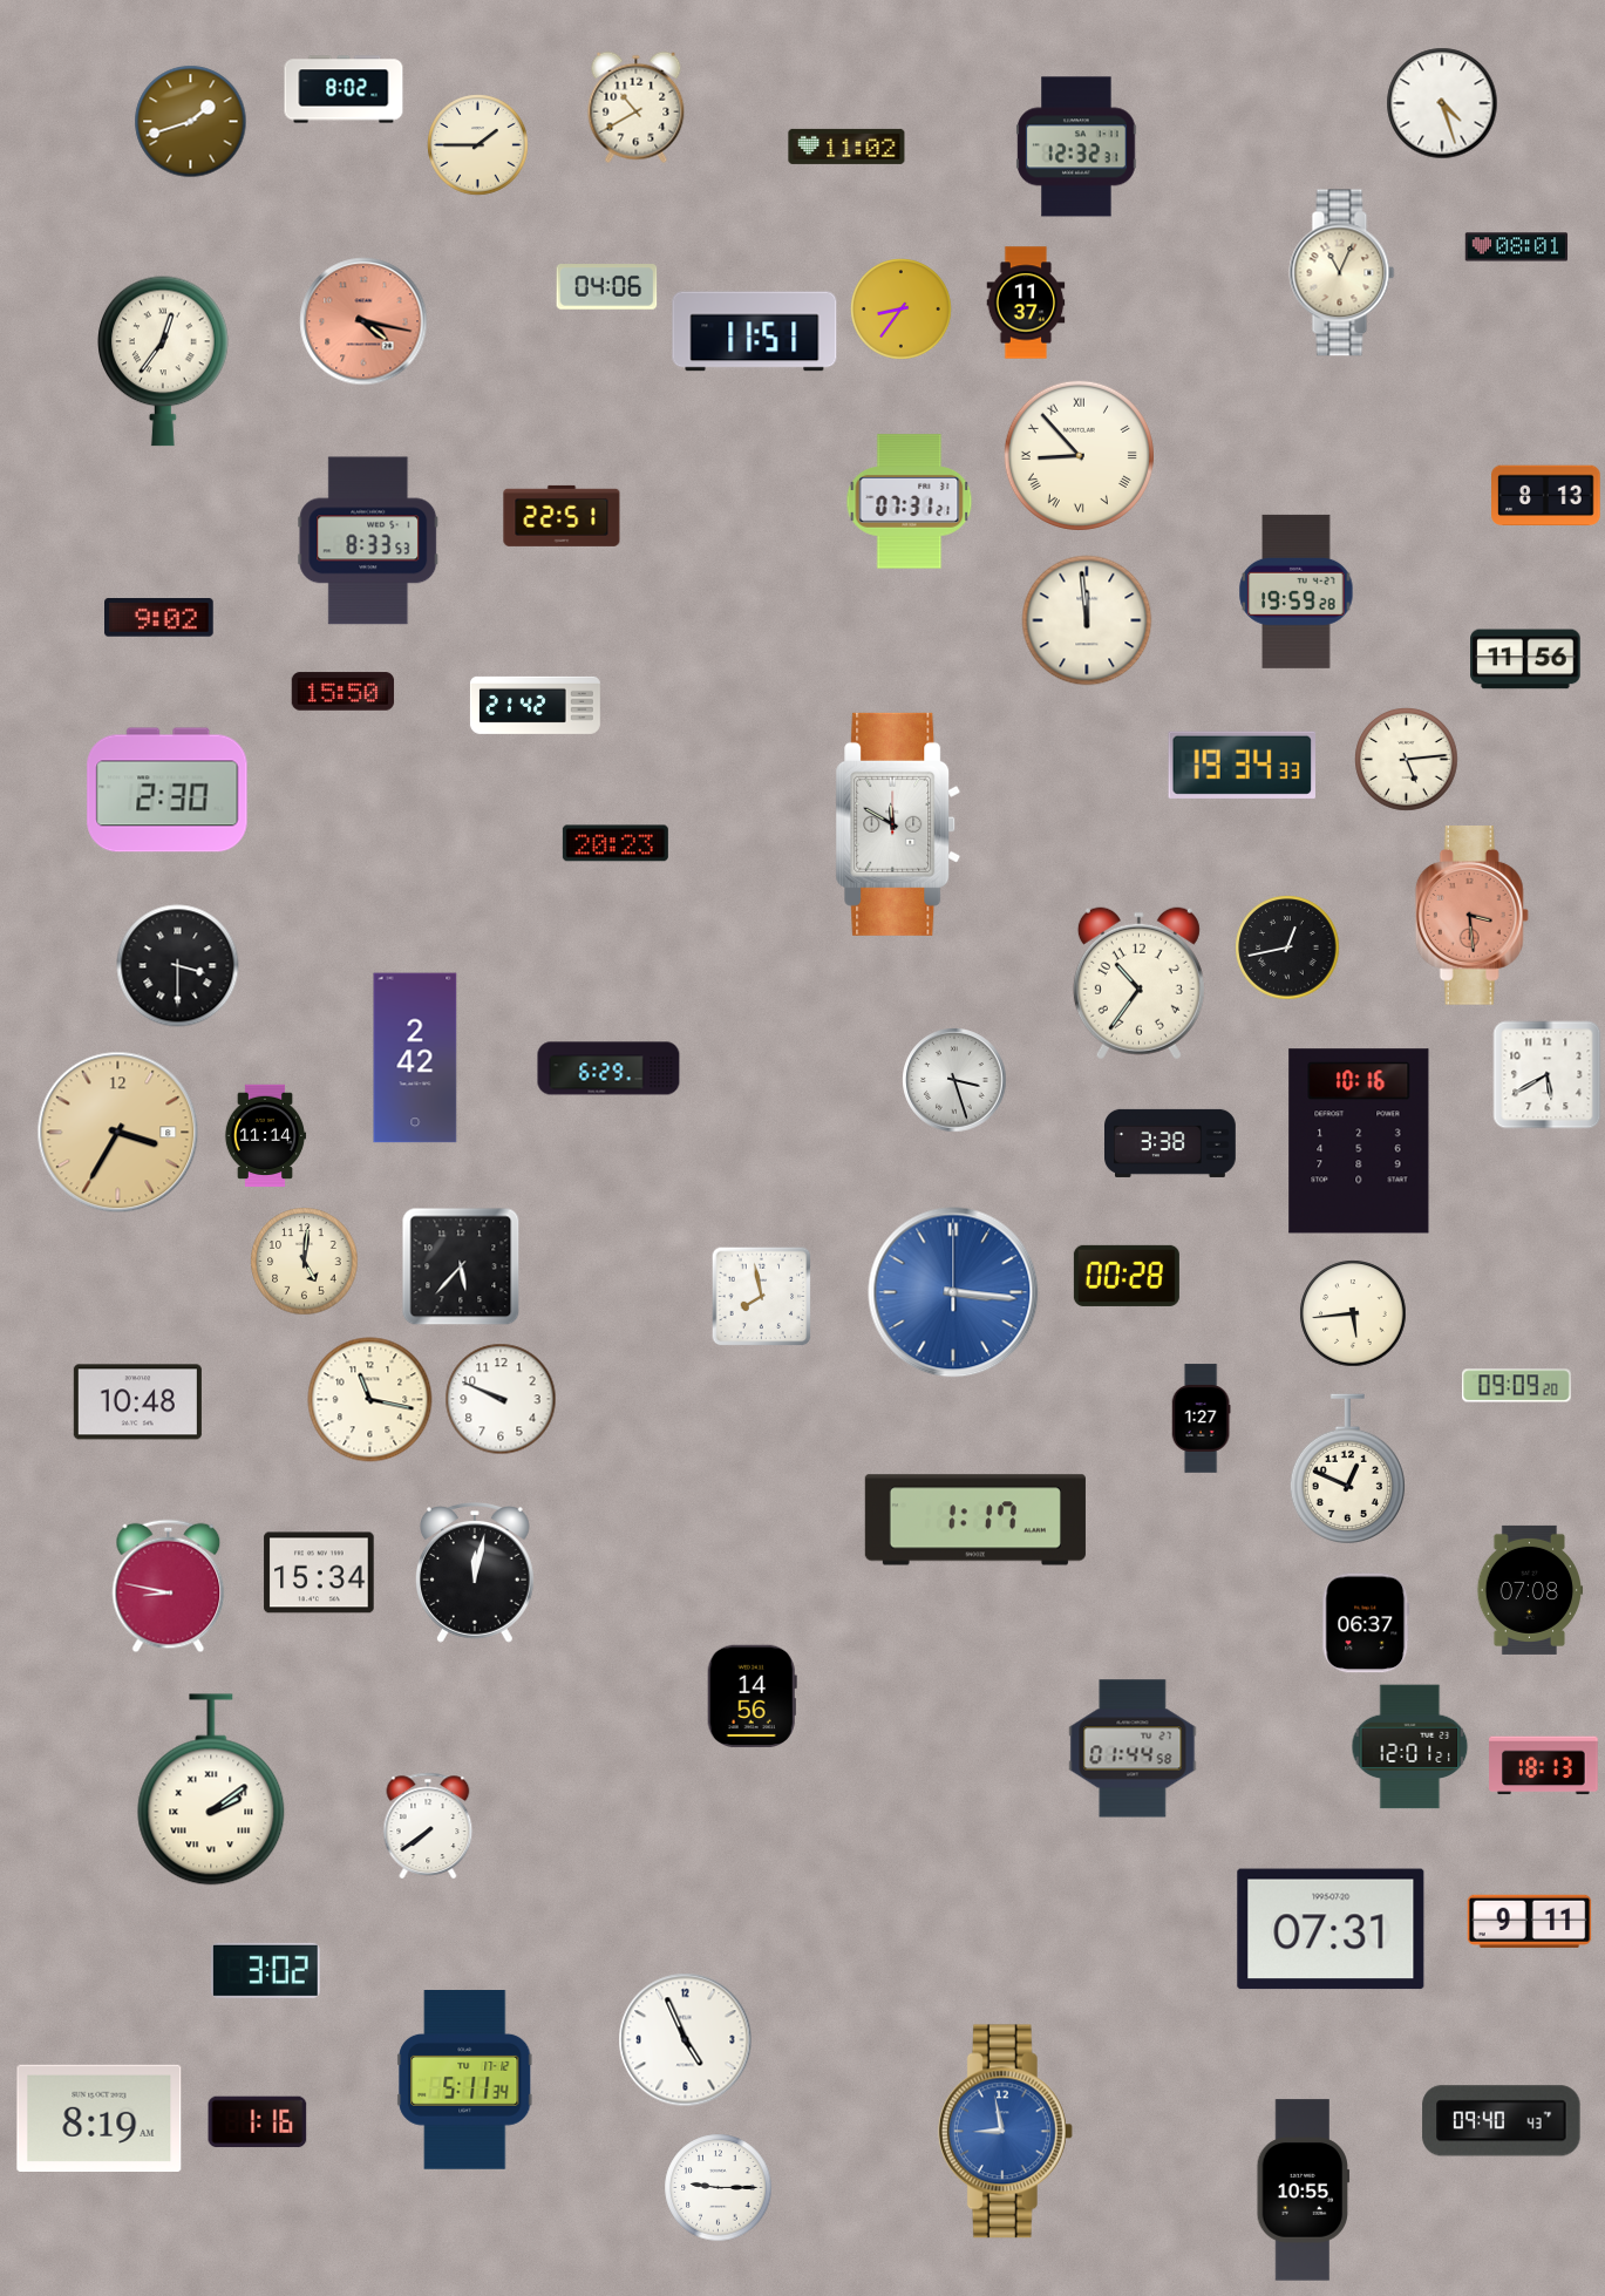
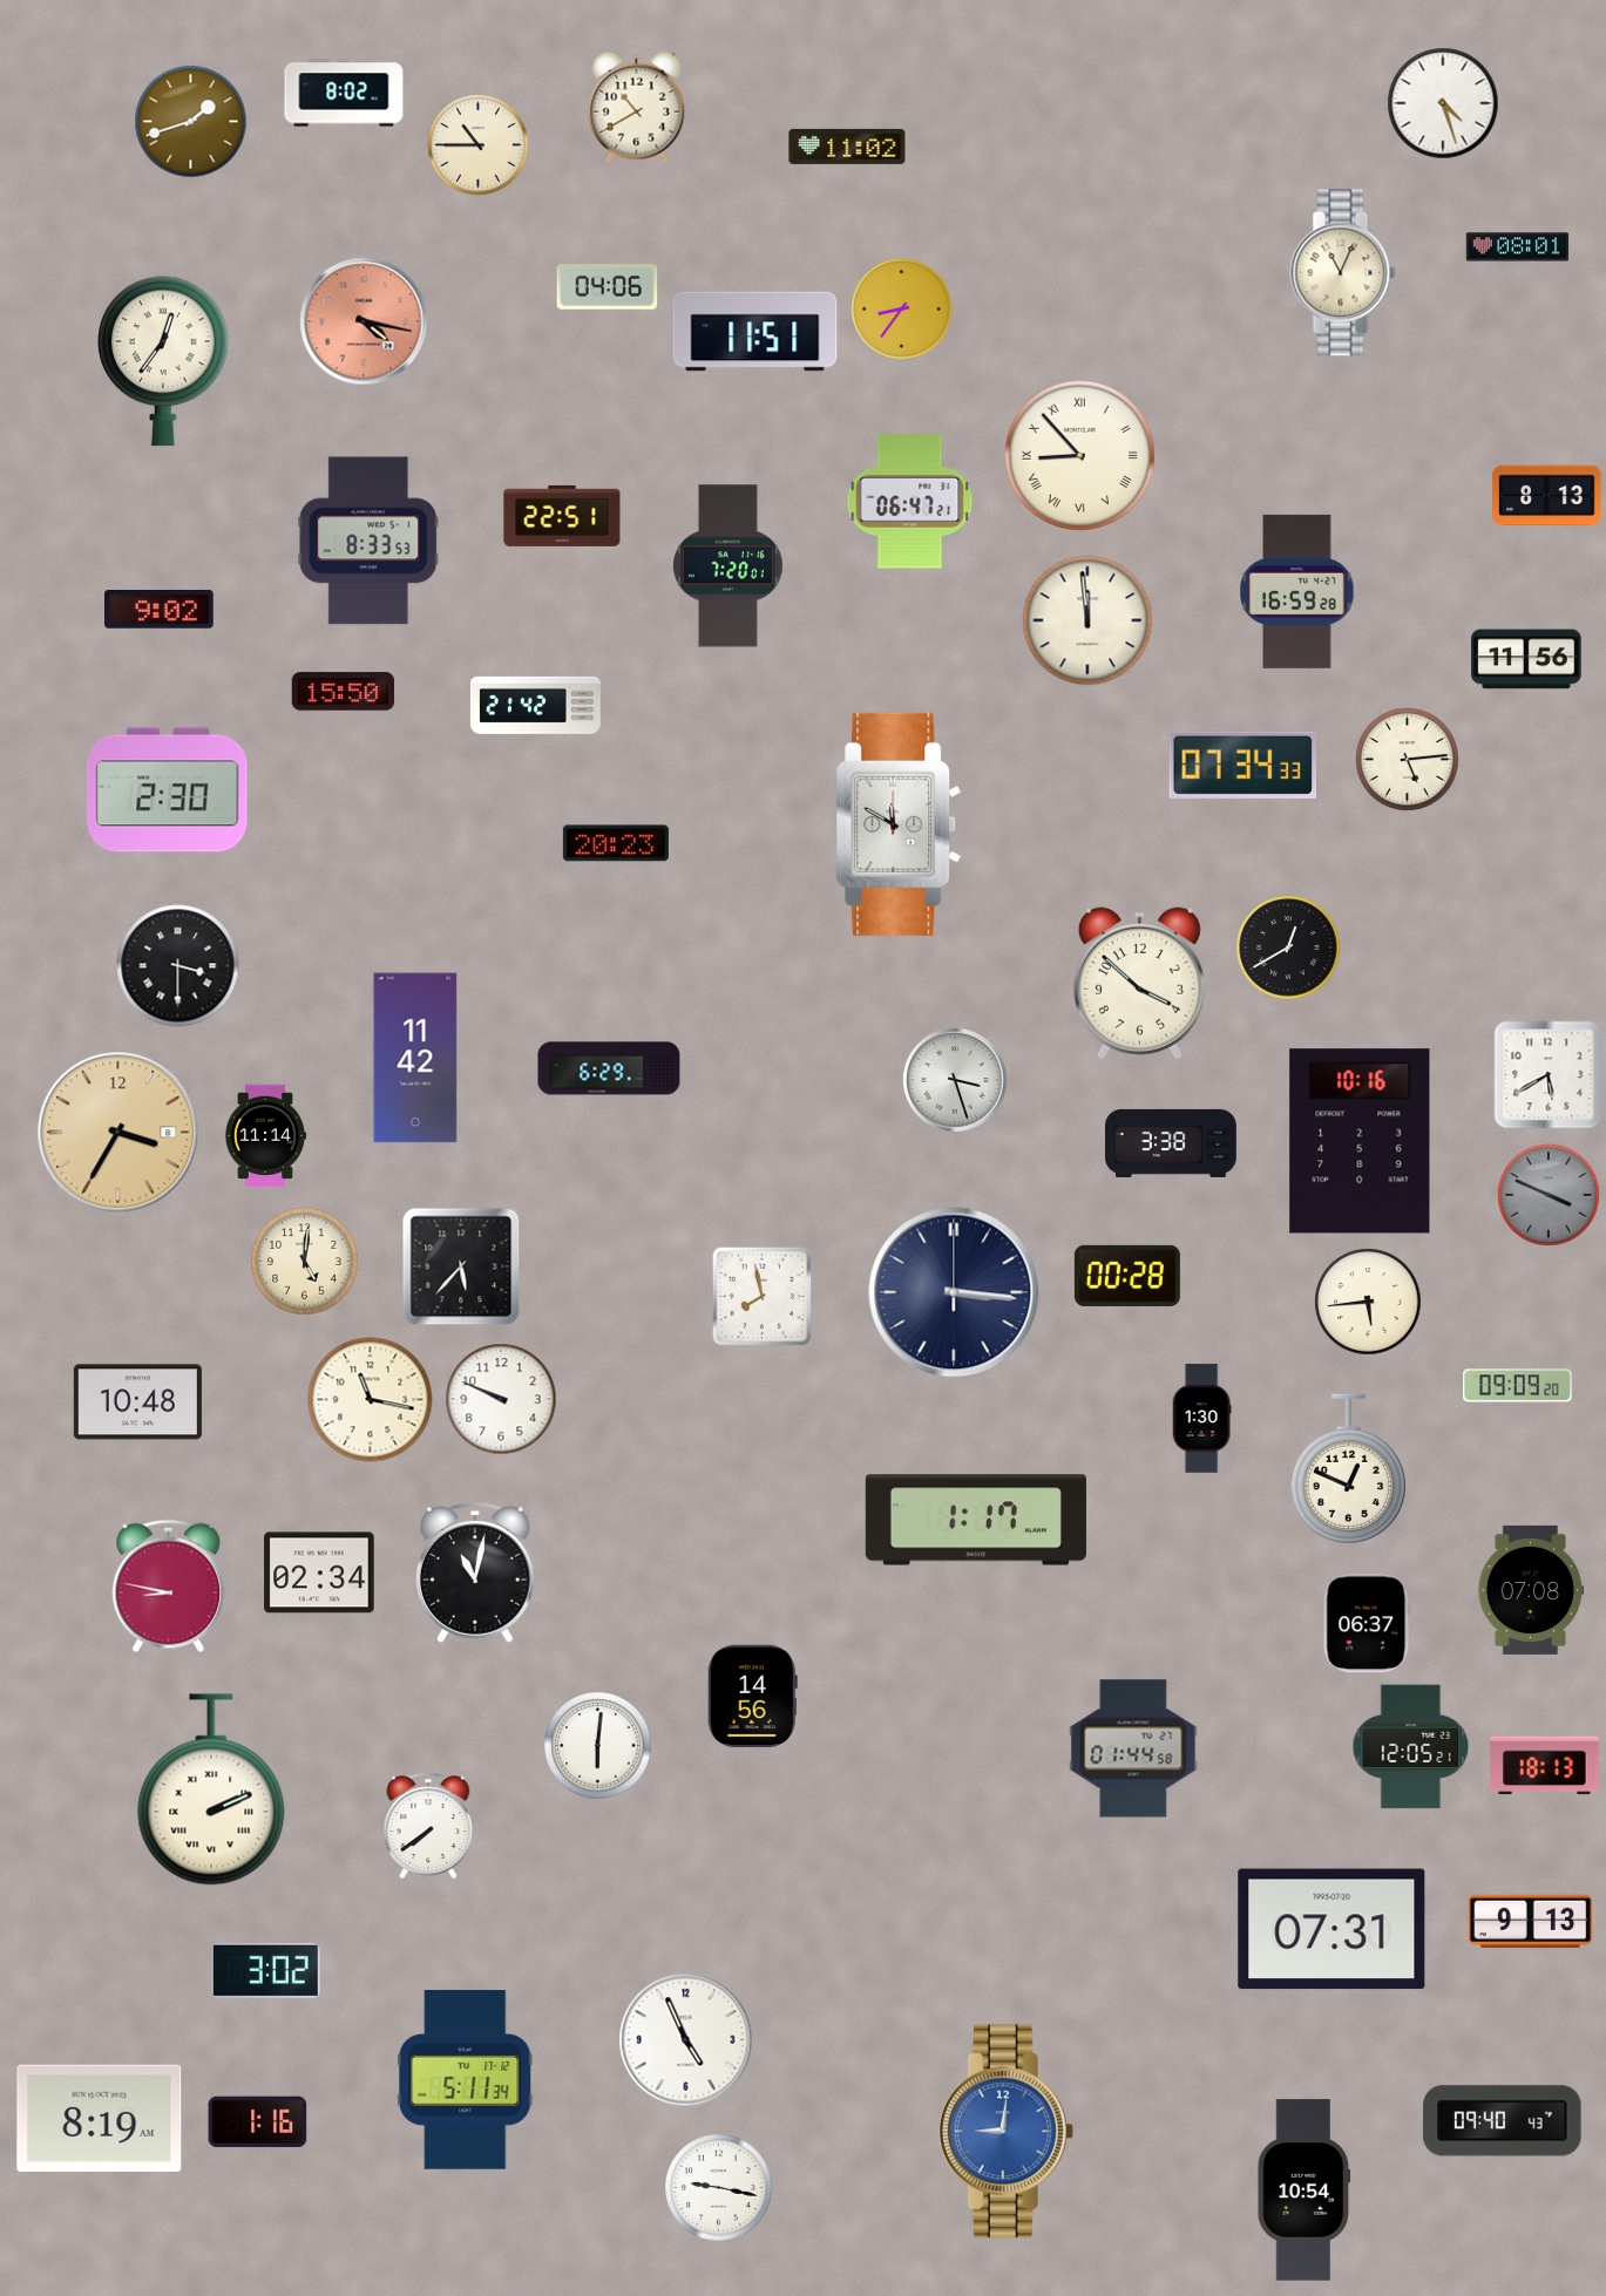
clock at (344, 89) position: (344, 89) -> (344, 93)
clock at (478, 145): 1:45 -> 10:45
clock at (1076, 147): 12:32 -> none
clock at (1026, 303): 11:37 -> none
clock at (910, 502): 07:31 -> 06:47
clock at (727, 566): none -> 7:20
clock at (1297, 591): 19:59 -> 16:59
clock at (159, 618) position: (159, 618) -> (160, 610)
clock at (1243, 765): 19:34 -> 07:34
clock at (1471, 916): 3:29 -> none
clock at (1287, 947): 12:43 -> 12:40
clock at (1138, 984): 10:36 -> 3:52
clock at (415, 1058): 2:42 -> 11:42
clock at (1549, 1195): none -> 3:49
clock at (953, 1292) dial: blue -> navy
clock at (1353, 1313) position: (1353, 1313) -> (1368, 1302)
clock at (1201, 1419): 1:27 -> 1:30
clock at (319, 1572): 15:34 -> 02:34
clock at (475, 1572): 12:02 -> 11:02
clock at (598, 1746): none -> 6:01
clock at (1410, 1747): 12:01 -> 12:05
clock at (211, 1789): 2:09 -> 2:11
clock at (1530, 1921): 9:11 -> 9:13
clock at (1005, 2132): 8:58 -> 9:01
clock at (719, 2188): 9:15 -> 9:17
clock at (1304, 2190): 10:55 -> 10:54
